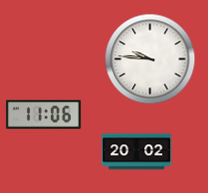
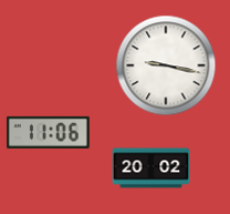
clock at (150, 59): 9:46 -> 9:17
clock at (44, 114) position: (44, 114) -> (49, 132)
